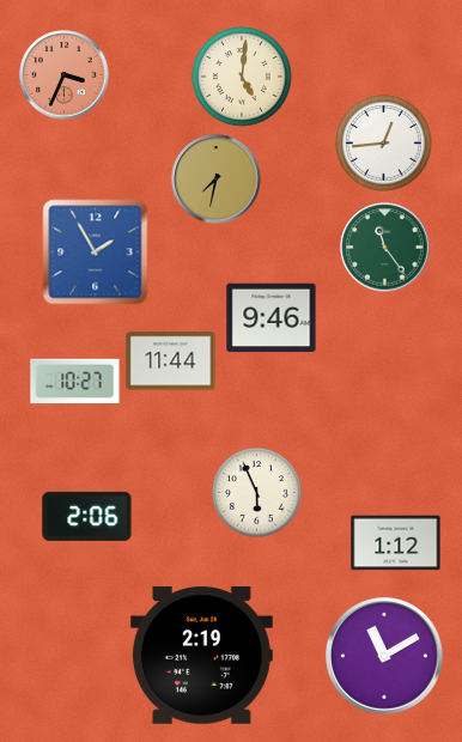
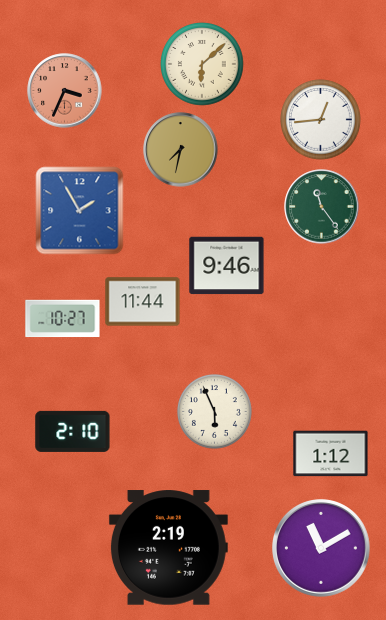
clock at (65, 75) position: (65, 75) -> (65, 91)
clock at (242, 77): 5:01 -> 6:08
clock at (87, 516): 2:06 -> 2:10
